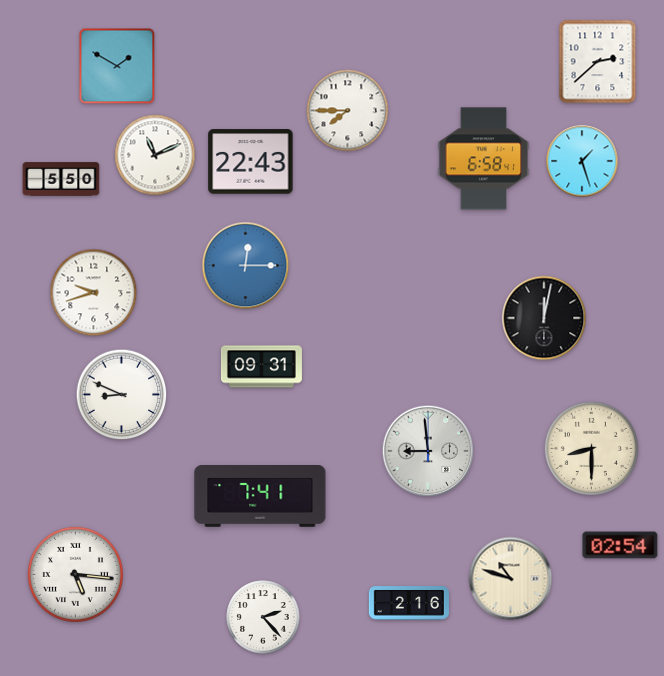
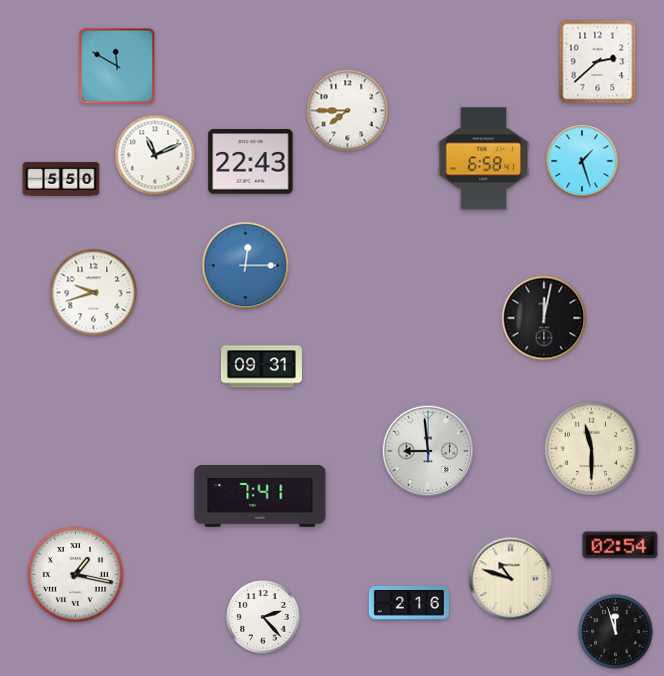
clock at (117, 66): 1:50 -> 11:50
clock at (122, 395): 8:49 -> none
clock at (591, 448): 8:30 -> 11:30
clock at (75, 574): 5:16 -> 1:17
clock at (616, 632): none -> 11:57
